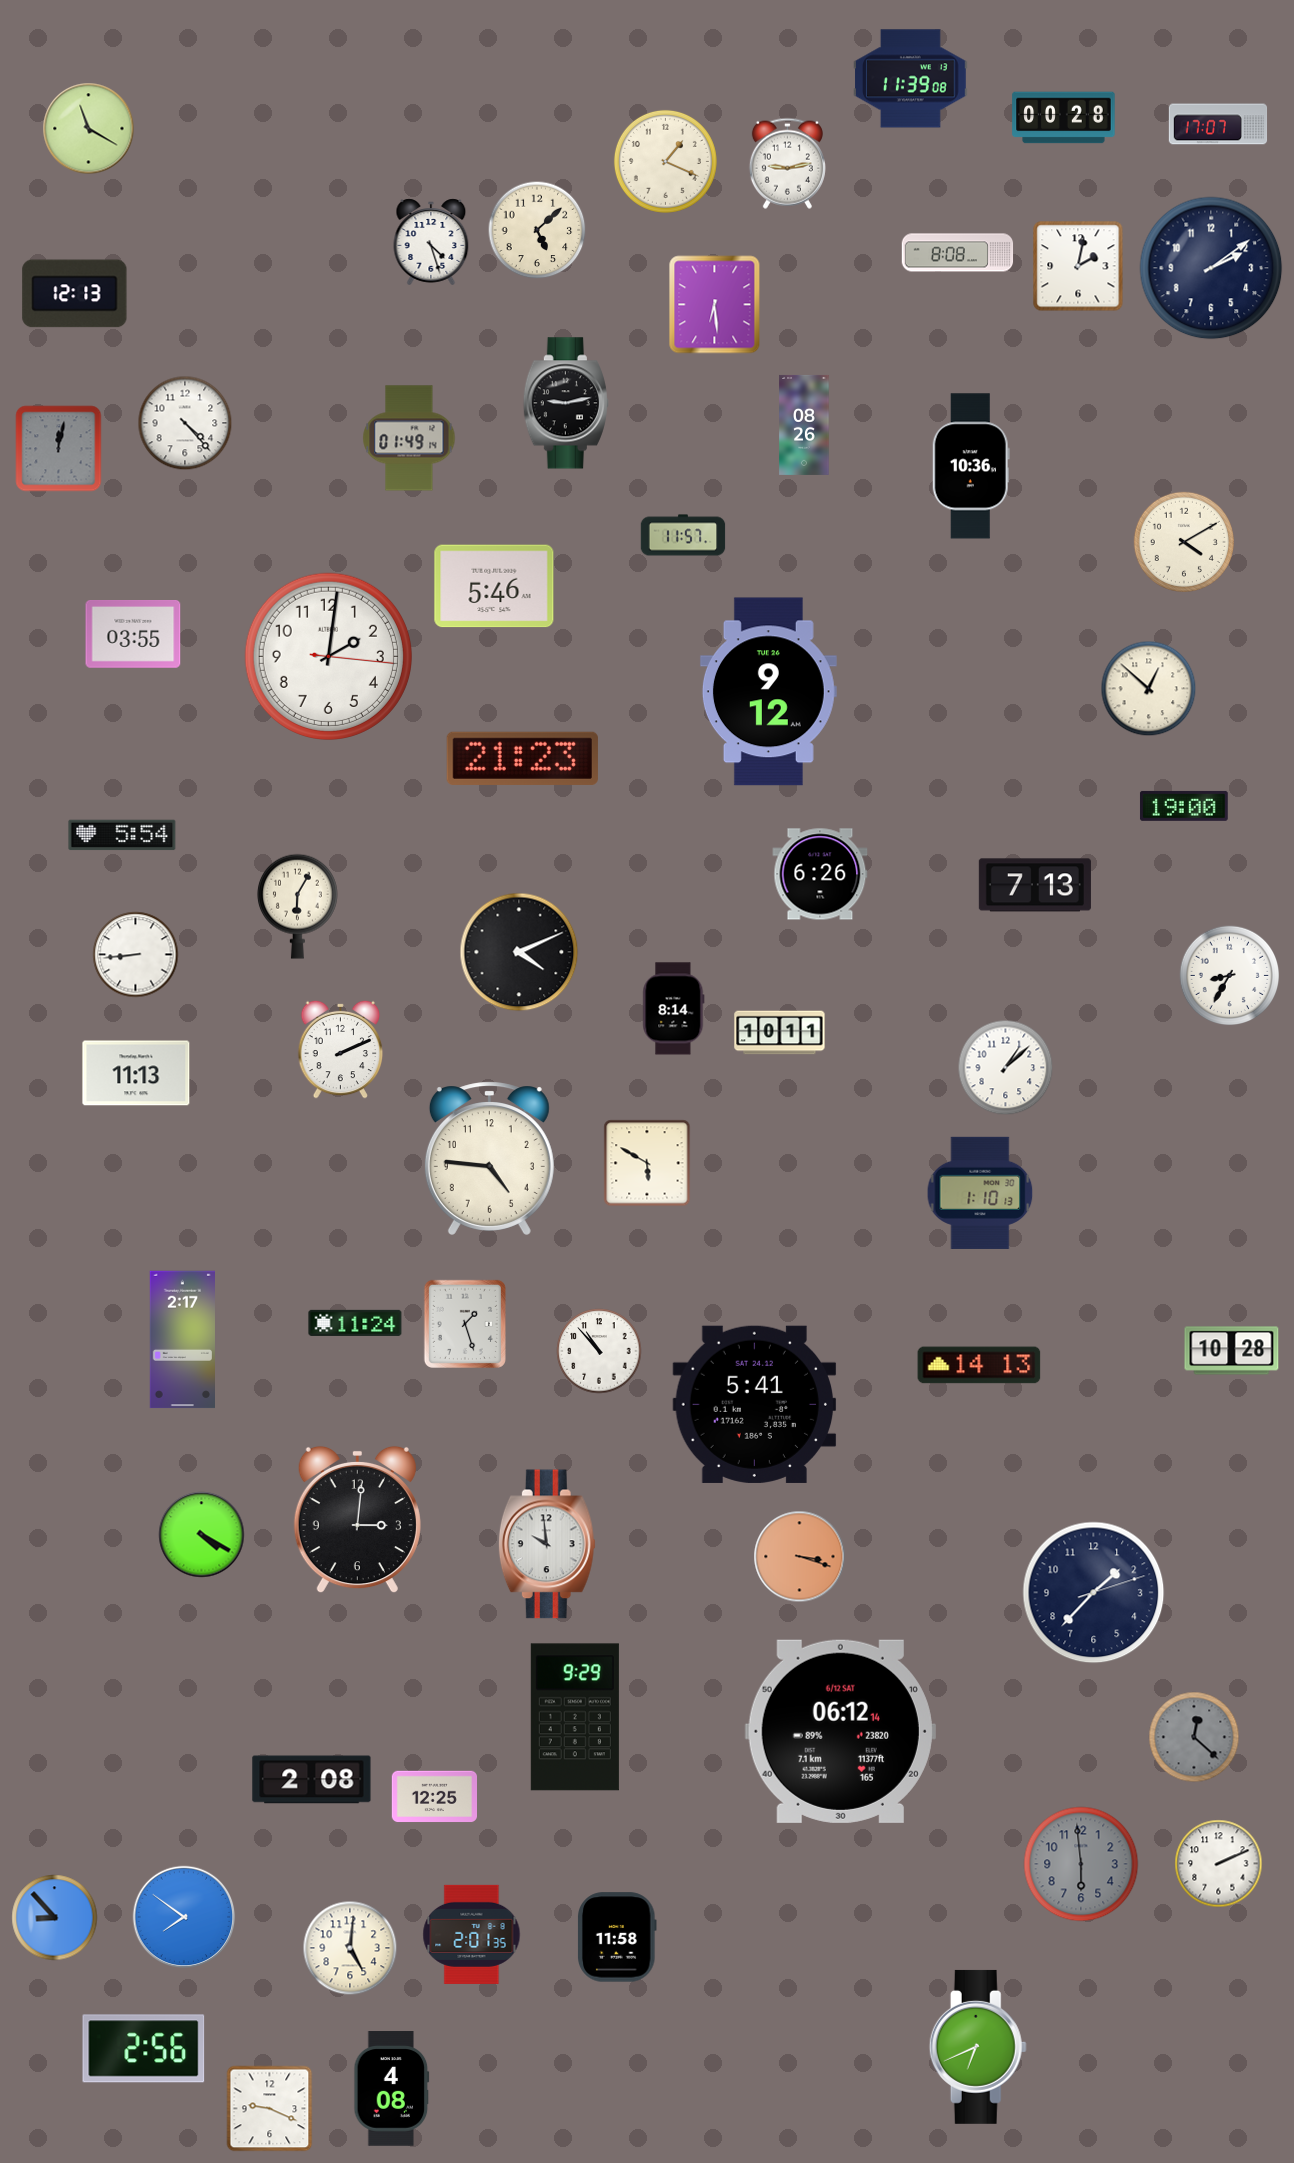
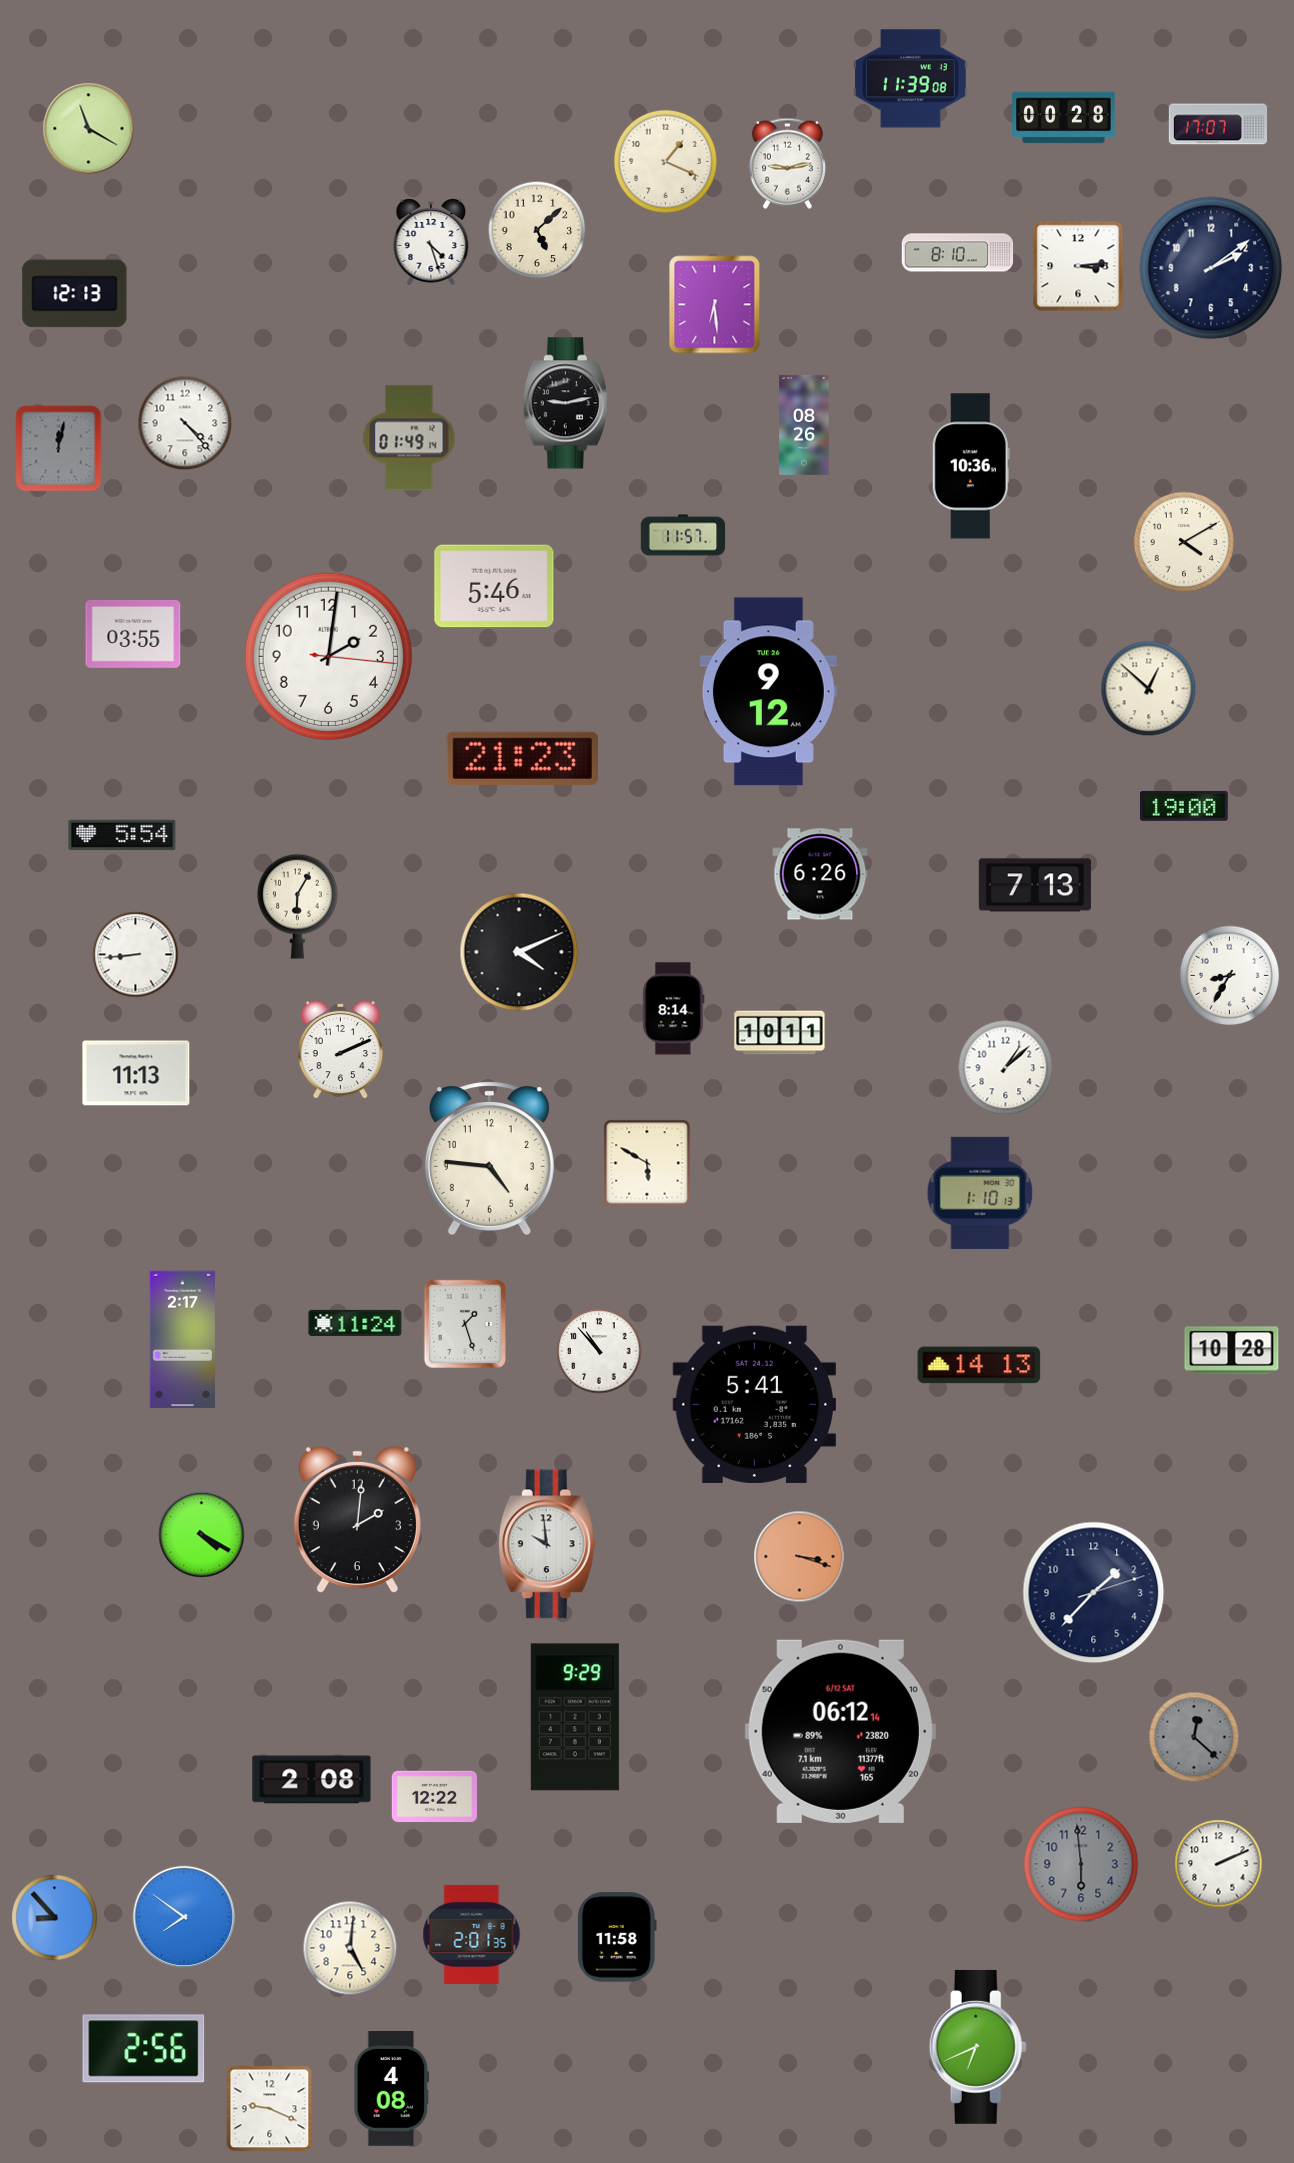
clock at (958, 253): 8:08 -> 8:10
clock at (1078, 266): 2:02 -> 3:14
clock at (357, 1520): 3:01 -> 2:01
clock at (434, 1797): 12:25 -> 12:22
